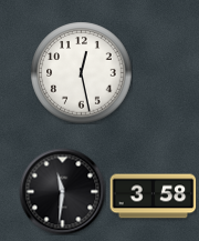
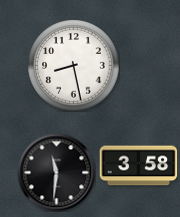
clock at (81, 72): 12:28 -> 8:28
clock at (153, 197) position: (153, 197) -> (138, 166)
